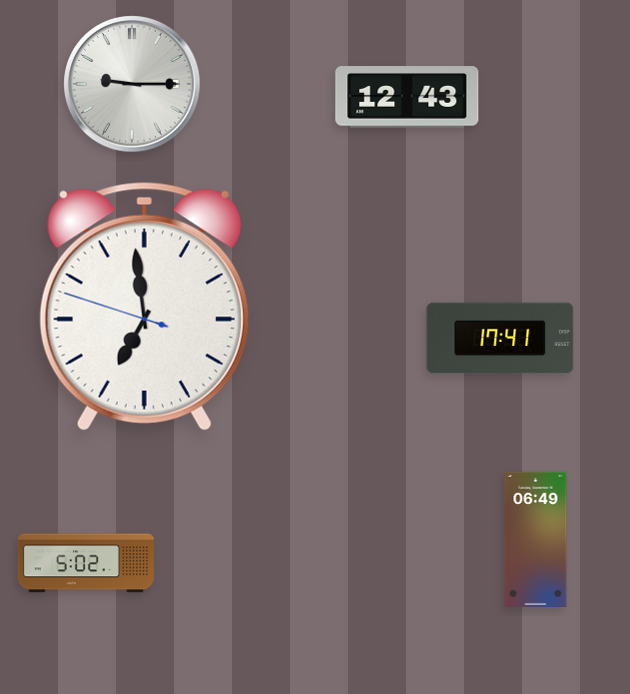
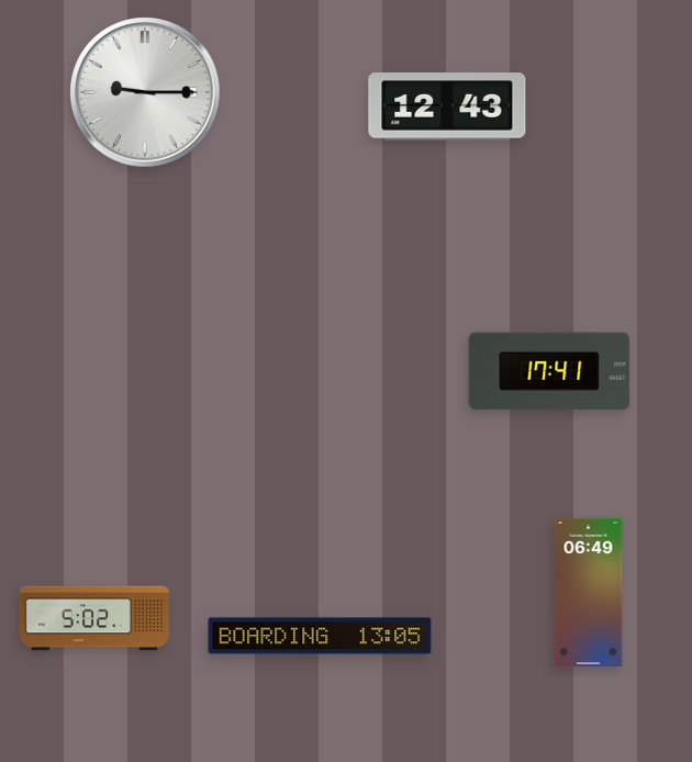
clock at (144, 306): 6:58 -> none
clock at (320, 636): none -> 13:05
